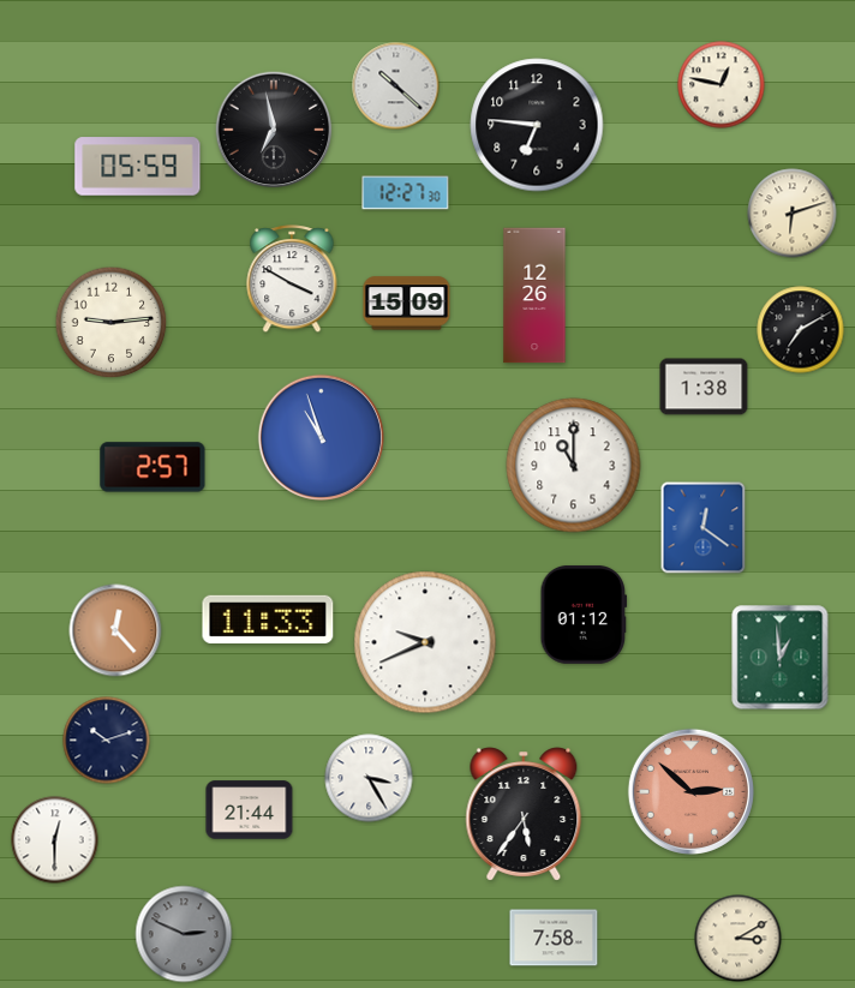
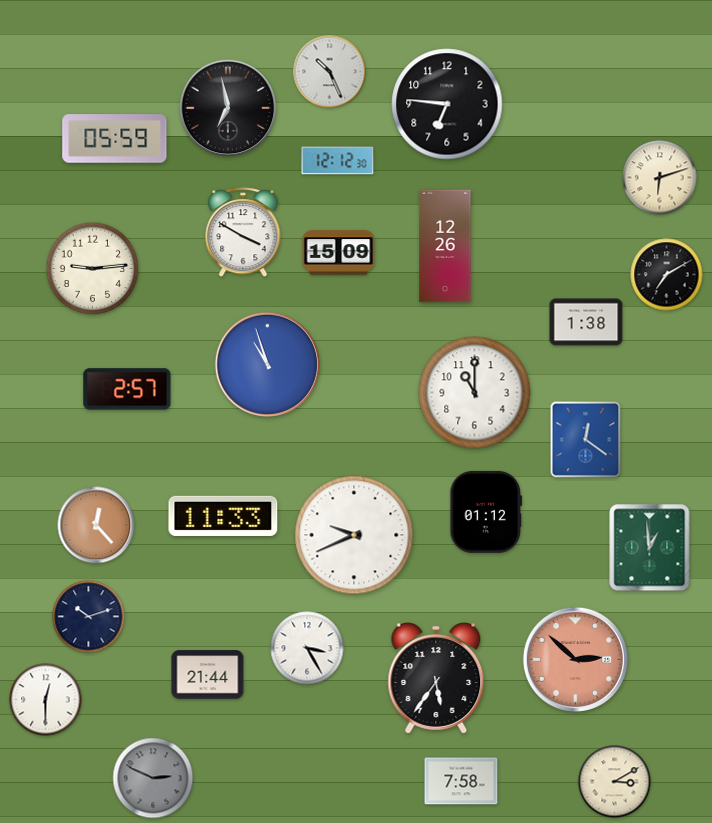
clock at (722, 85): 12:47 -> none
clock at (396, 86): 10:22 -> 10:26
clock at (406, 193): 12:27 -> 12:12
clock at (574, 466) position: (574, 466) -> (475, 393)
